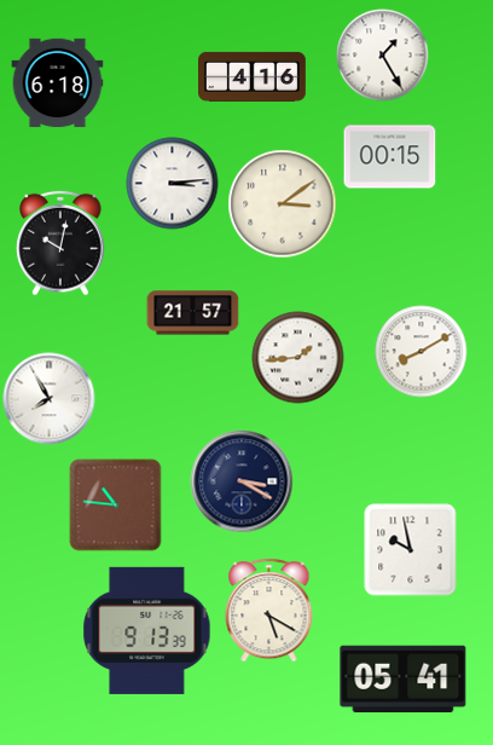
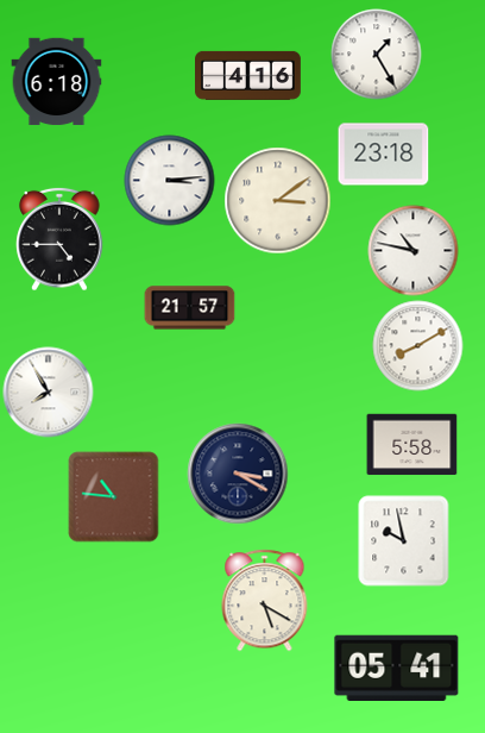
clock at (390, 157): 00:15 -> 23:18
clock at (60, 243): 10:02 -> 4:45
clock at (414, 251): none -> 10:47
clock at (422, 352) position: (422, 352) -> (418, 346)
clock at (298, 358): 1:44 -> none
clock at (412, 445): none -> 5:58
clock at (147, 630): 9:13 -> none
